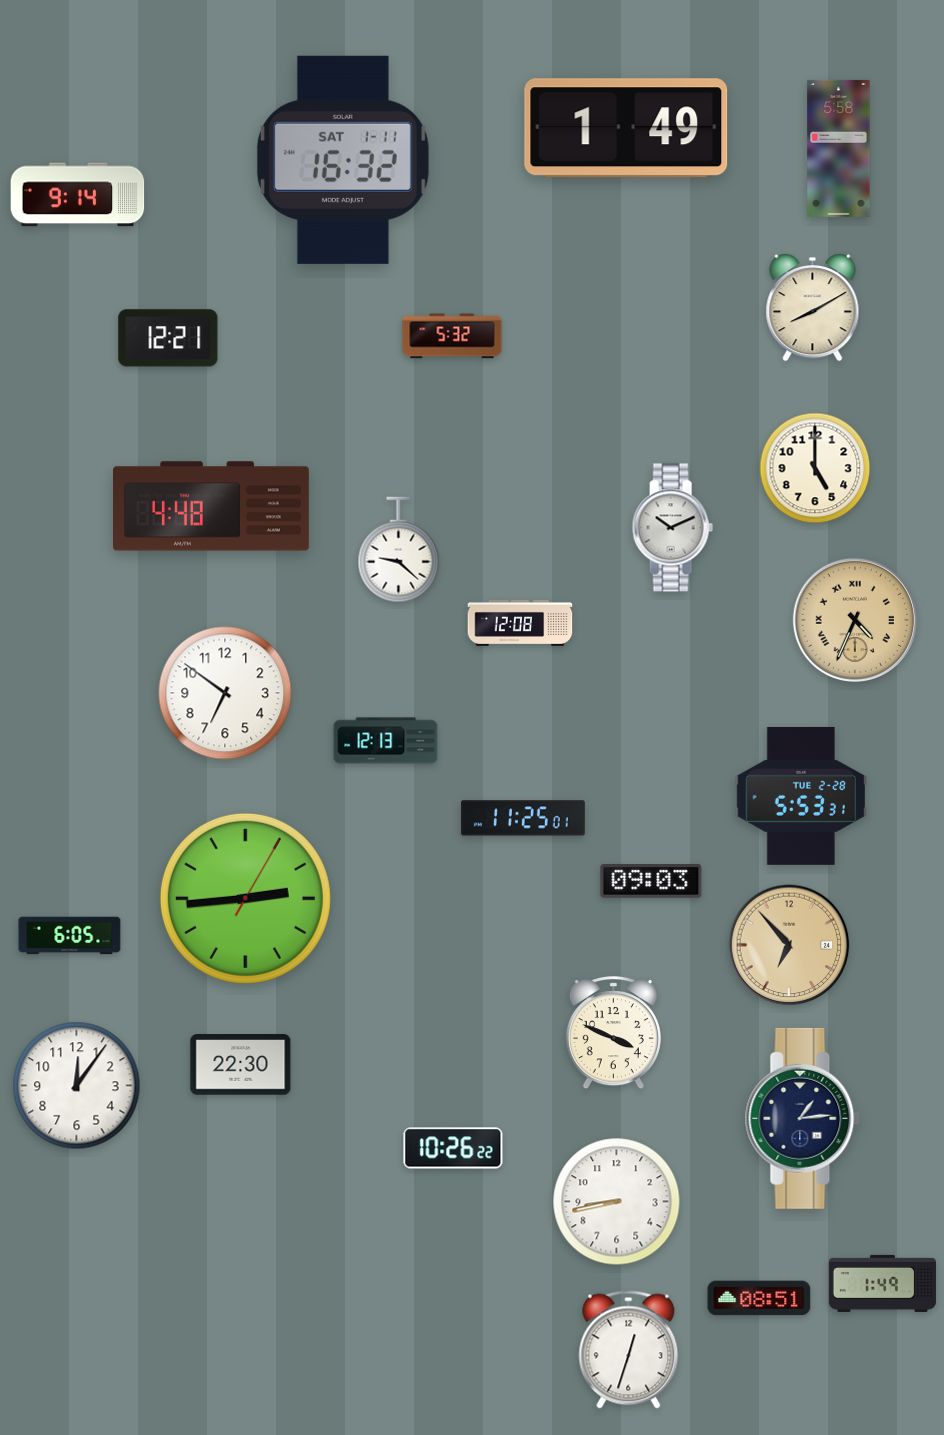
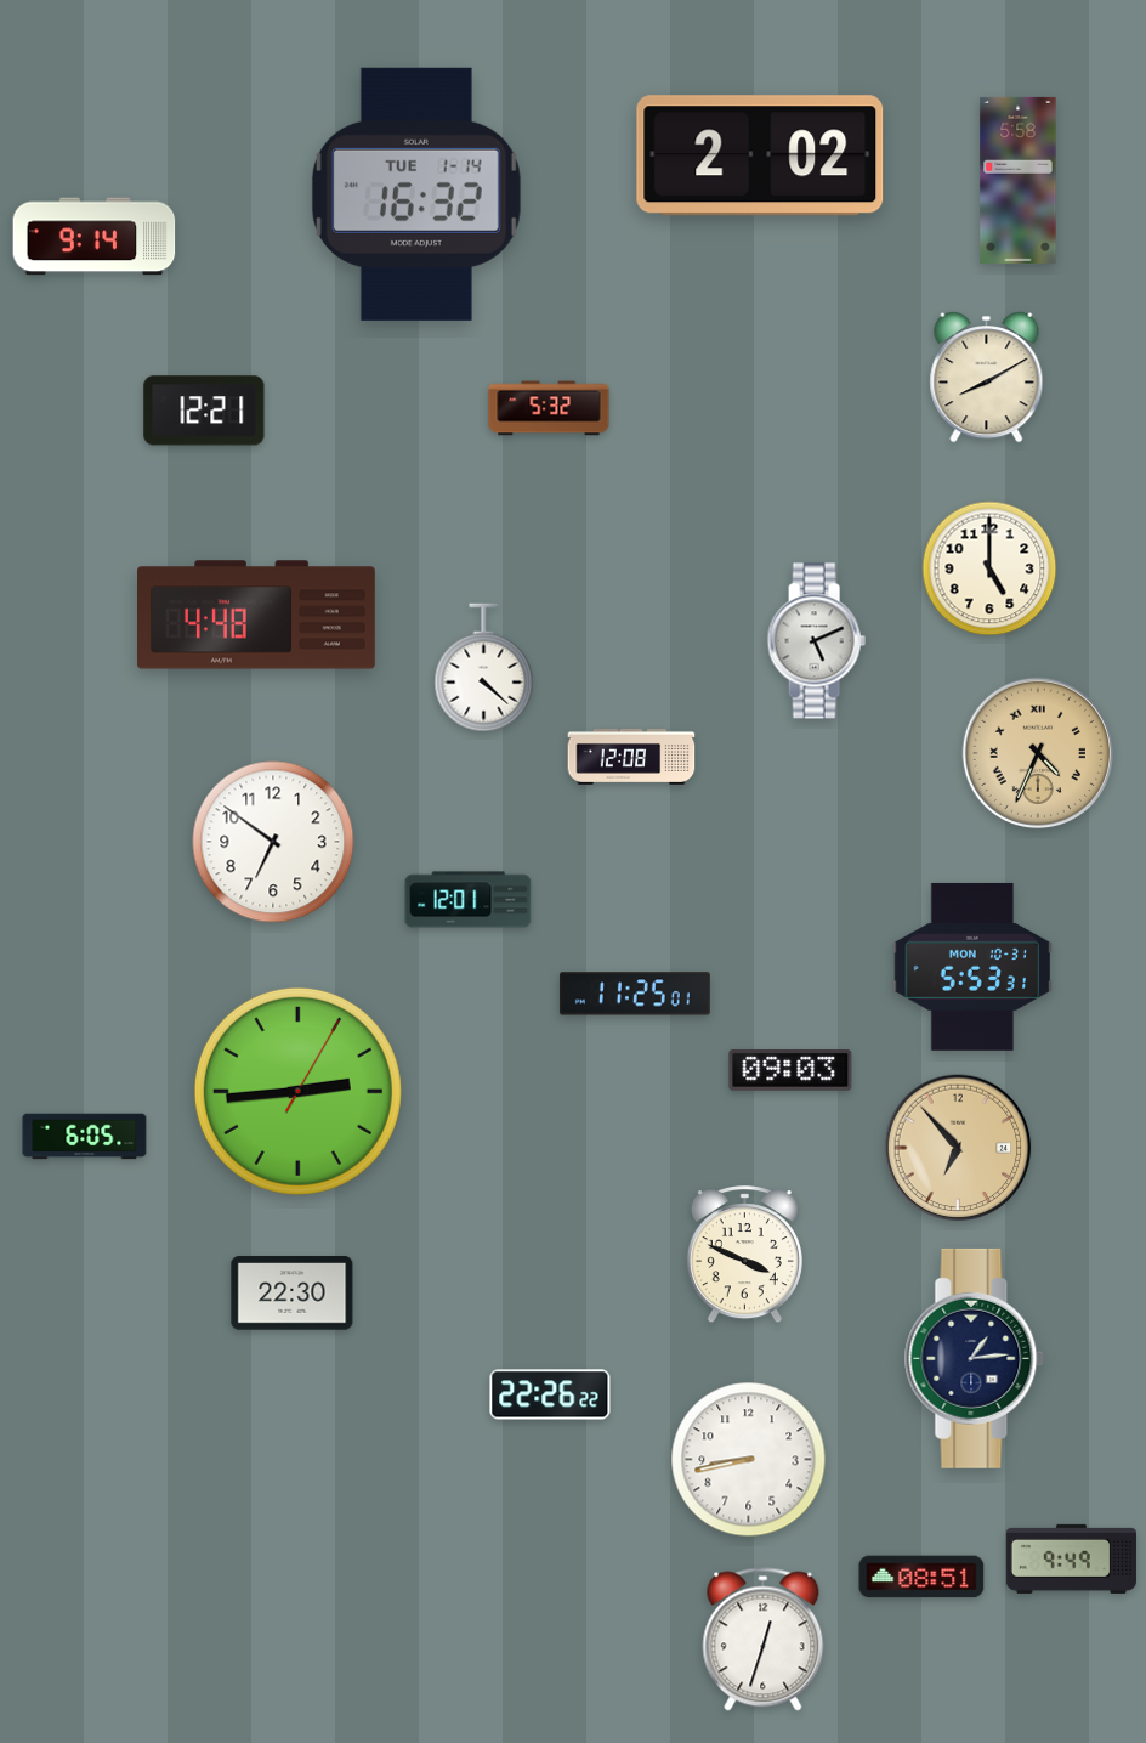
clock at (626, 128): 1:49 -> 2:02
clock at (343, 160) date: SAT 1-11 -> TUE 1-14
clock at (813, 308) position: (813, 308) -> (987, 378)
clock at (672, 528): 10:11 -> 5:11
clock at (399, 550): 9:22 -> 4:22
clock at (386, 741): 12:13 -> 12:01
clock at (801, 796) date: TUE 2-28 -> MON 10-31
clock at (77, 1086): 12:06 -> none
clock at (453, 1148): 10:26 -> 22:26
clock at (882, 1283): 1:49 -> 9:49
